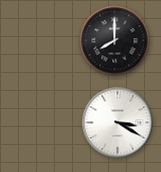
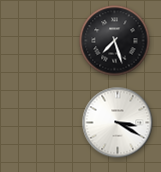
clock at (115, 41): 8:00 -> 7:27
